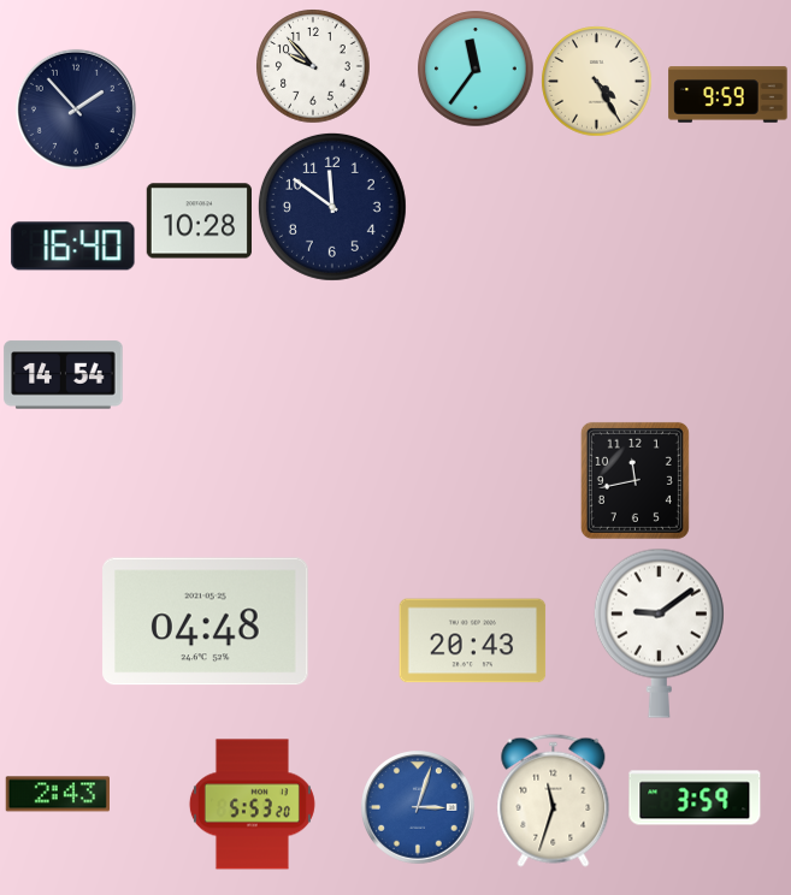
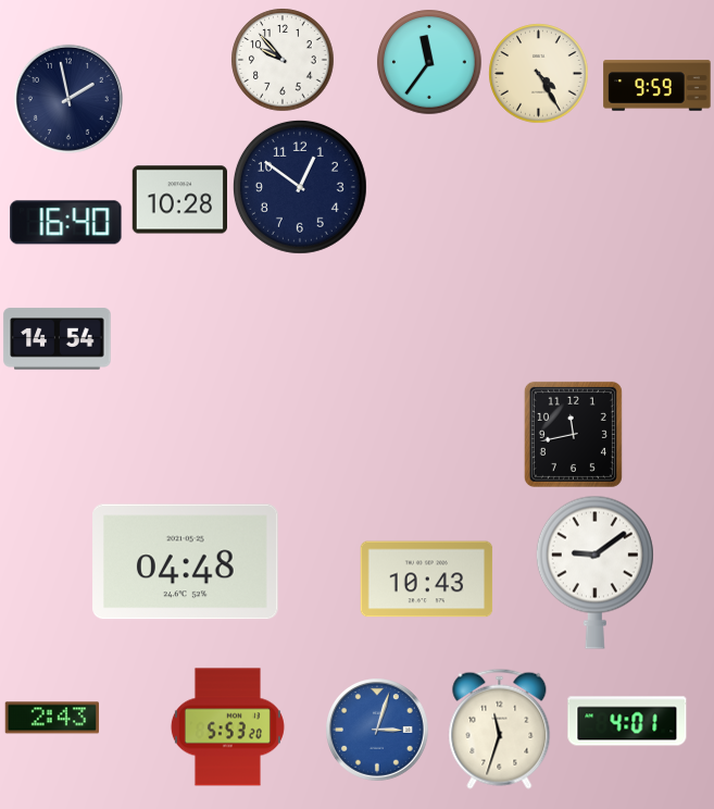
clock at (76, 109): 1:53 -> 1:58
clock at (332, 207): 11:51 -> 12:51
clock at (473, 641): 20:43 -> 10:43
clock at (695, 798): 3:59 -> 4:01
clock at (554, 800) position: (554, 800) -> (500, 729)
